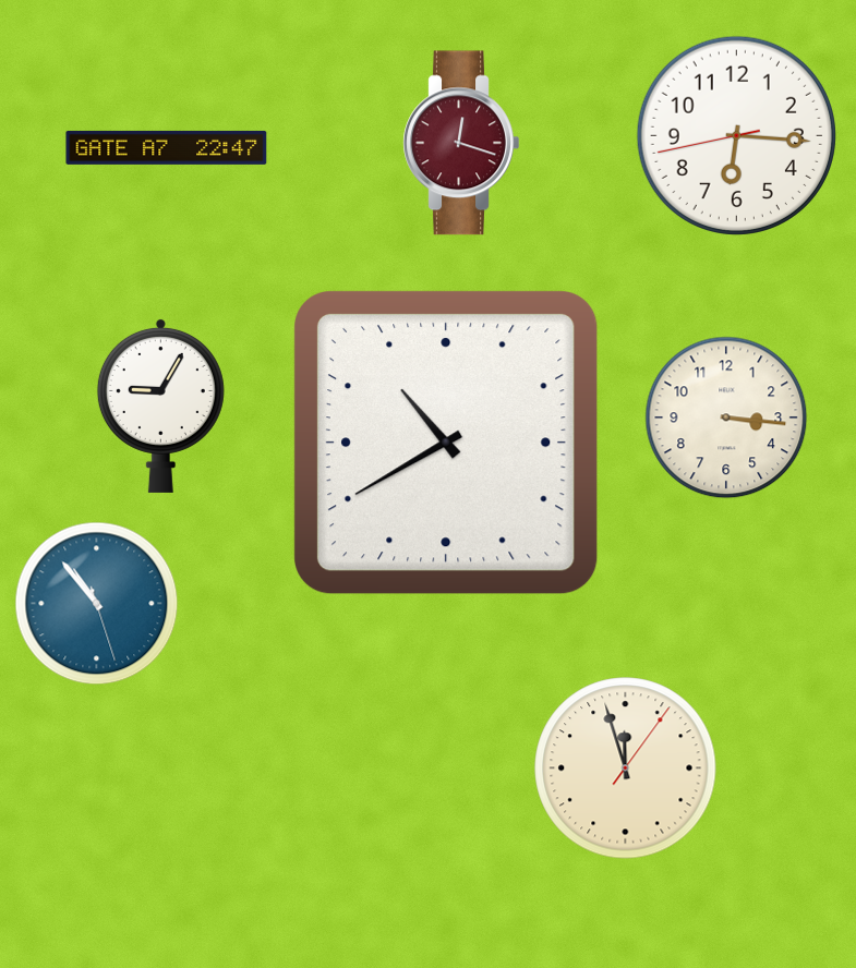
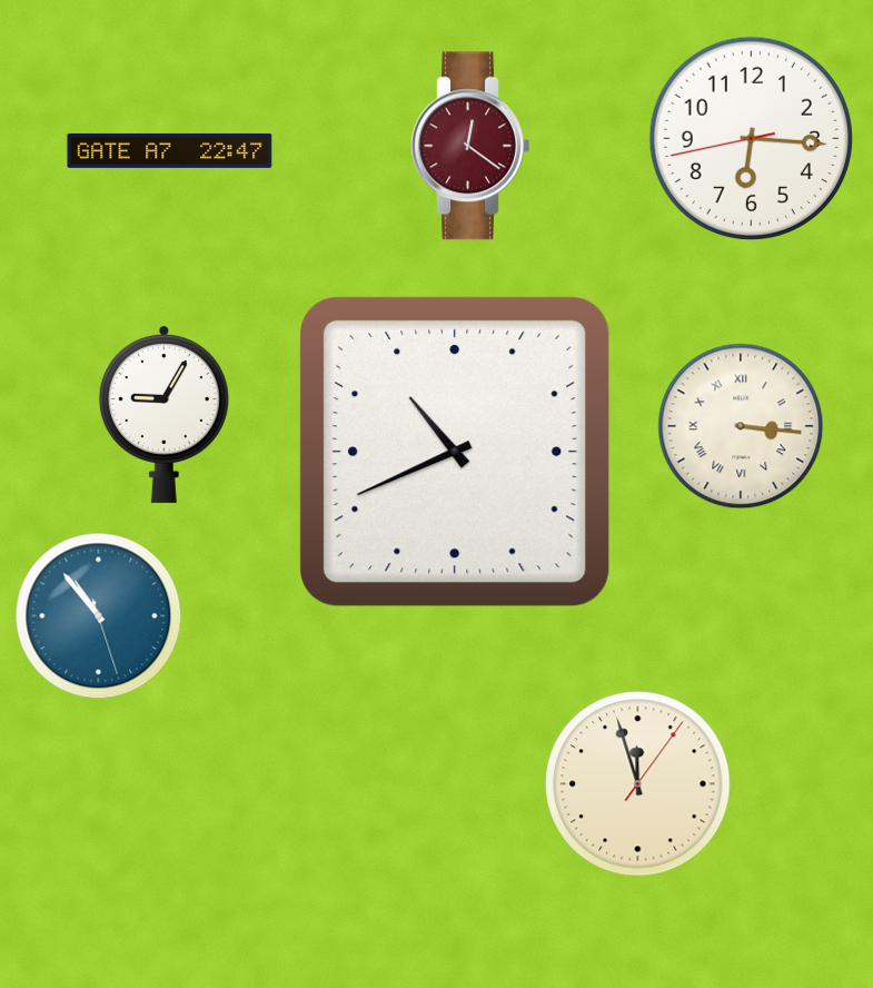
clock at (461, 143): 12:18 -> 12:21
clock at (726, 418) numerals: Arabic -> Roman
clock at (446, 443): 10:40 -> 10:41
